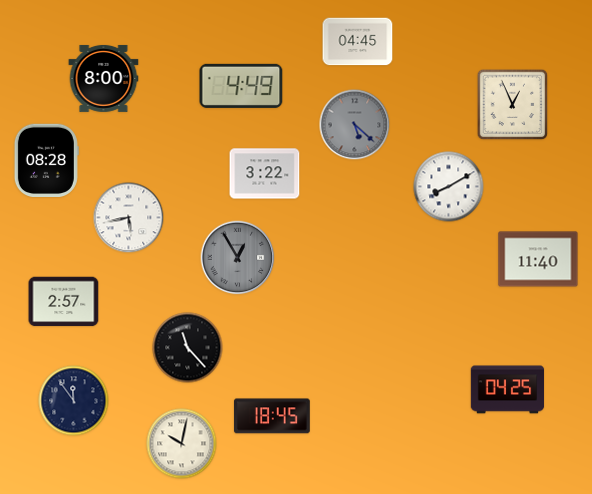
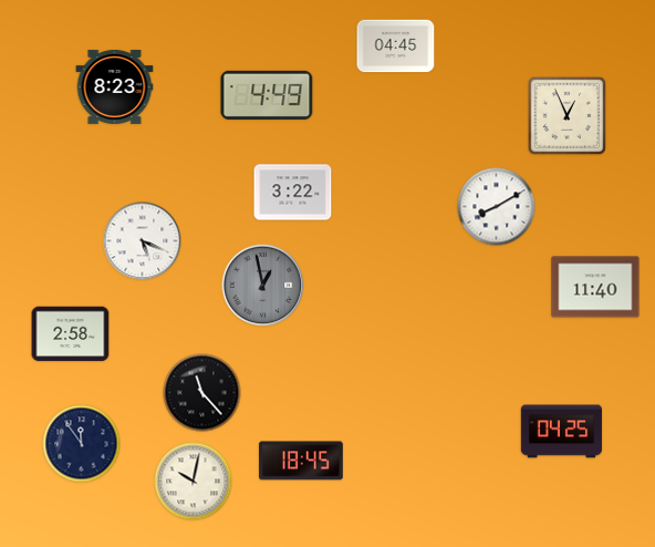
clock at (104, 78): 8:00 -> 8:23
clock at (355, 125): 5:22 -> none
clock at (46, 160): 08:28 -> none
clock at (129, 218): 5:43 -> 5:19
clock at (238, 258): 12:55 -> 12:58
clock at (64, 302): 2:57 -> 2:58
clock at (188, 348) position: (188, 348) -> (202, 393)
clock at (182, 444) position: (182, 444) -> (194, 482)
